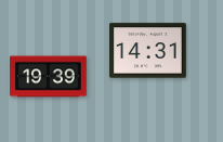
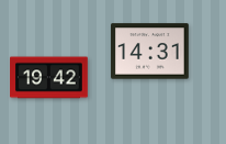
clock at (49, 77): 19:39 -> 19:42
